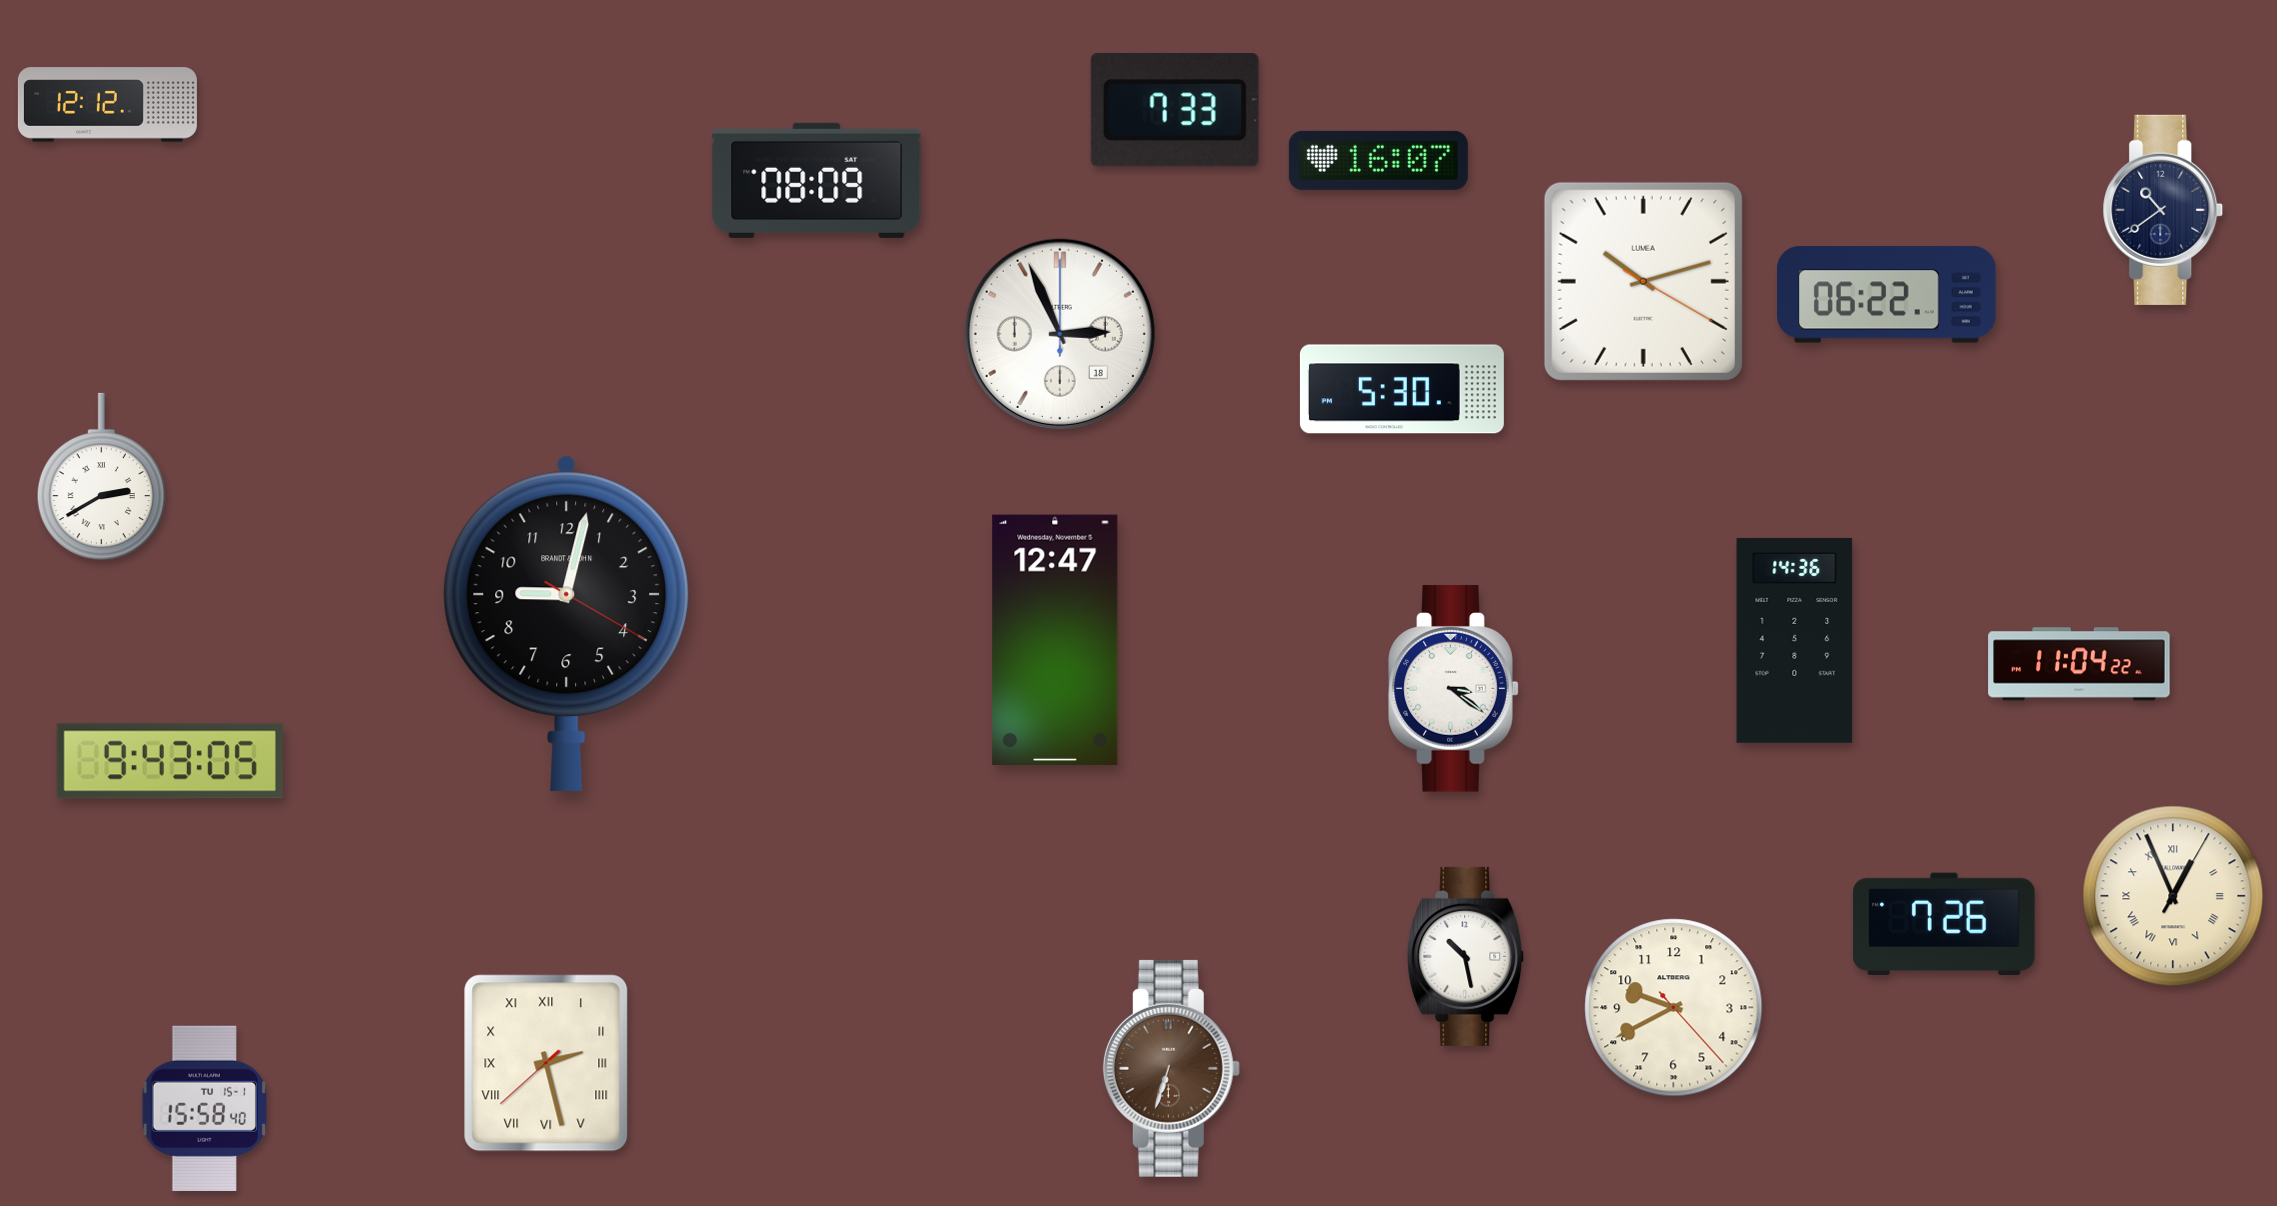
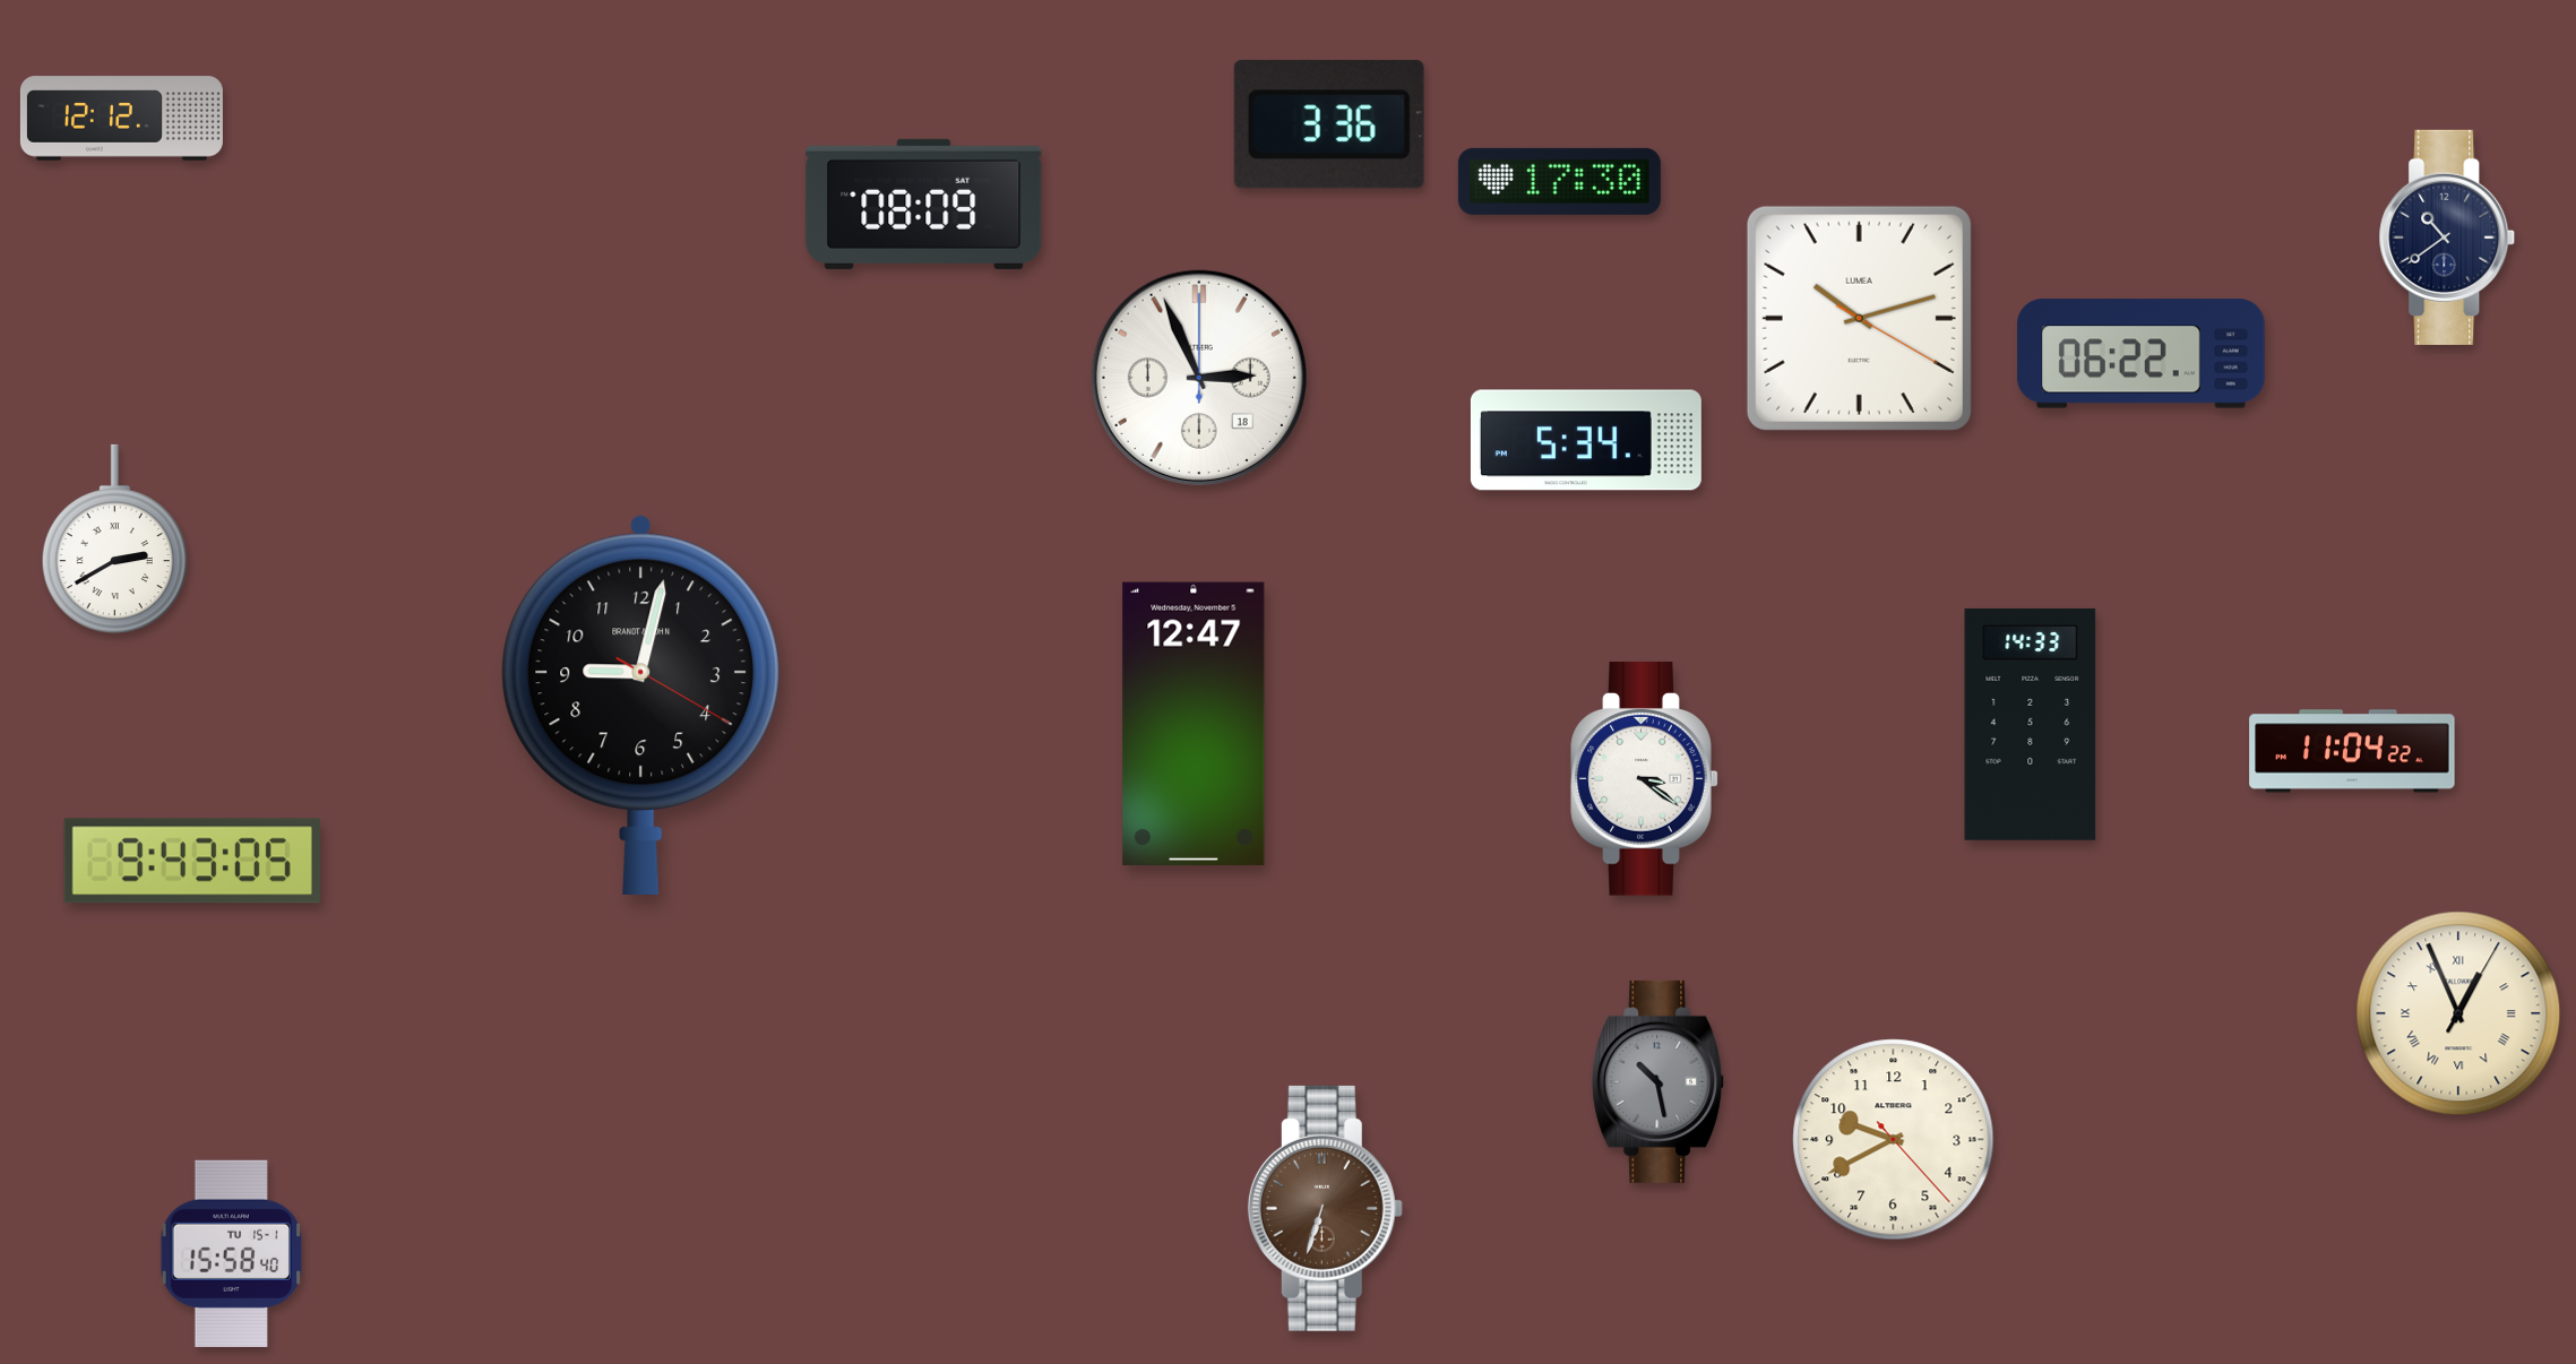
clock at (1175, 110): 7:33 -> 3:36
clock at (1378, 160): 16:07 -> 17:30
clock at (1887, 295) position: (1887, 295) -> (2142, 354)
clock at (1402, 389): 5:30 -> 5:34
clock at (1795, 640): 14:36 -> 14:33
clock at (1944, 924): 7:26 -> none
clock at (1466, 956) dial: white -> grey
clock at (546, 1063): 2:27 -> none
